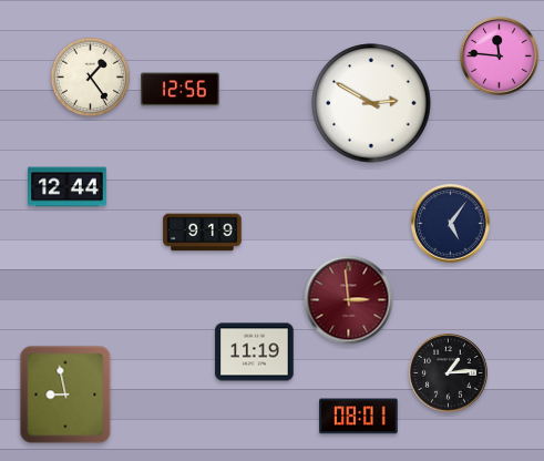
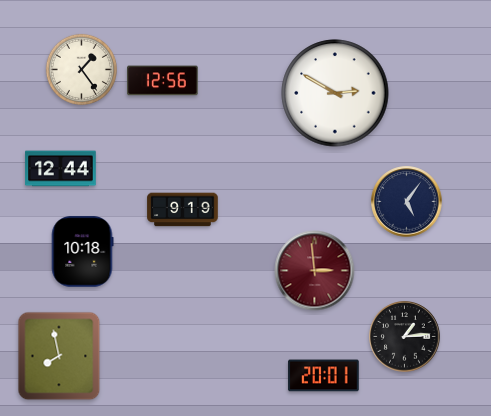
clock at (500, 57): 11:46 -> none
clock at (82, 252): none -> 10:18
clock at (255, 352): 11:19 -> none
clock at (65, 395): 8:58 -> 7:58
clock at (359, 417): 08:01 -> 20:01
